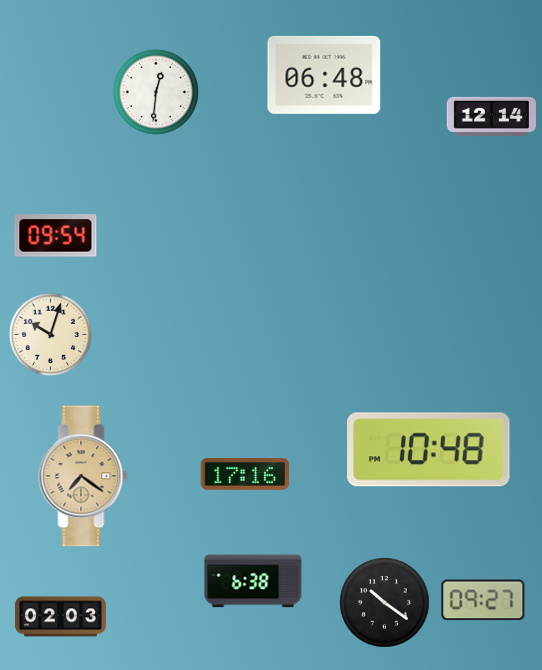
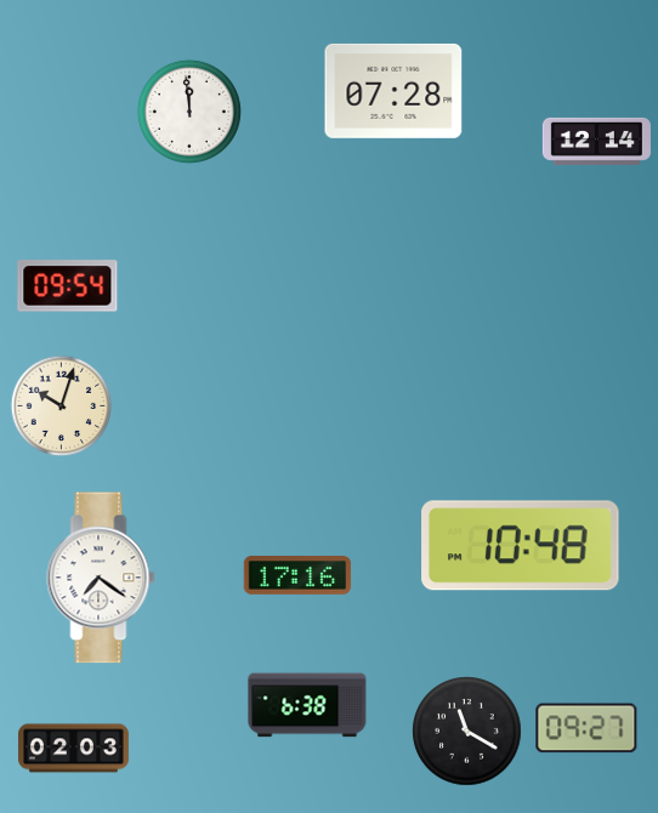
clock at (324, 75): 06:48 -> 07:28
clock at (156, 92): 12:31 -> 11:59
clock at (83, 476) dial: champagne -> white
clock at (385, 603): 10:21 -> 11:20
